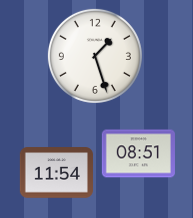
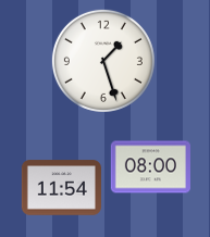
clock at (138, 154): 08:51 -> 08:00
